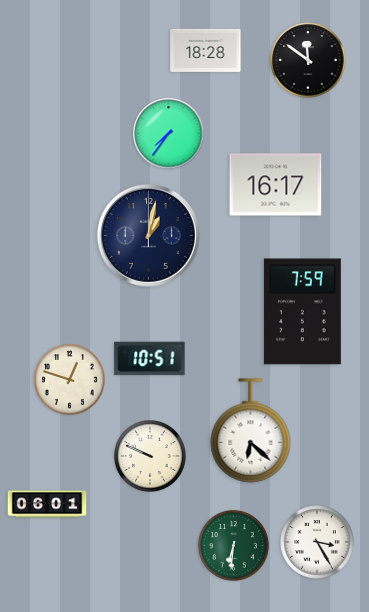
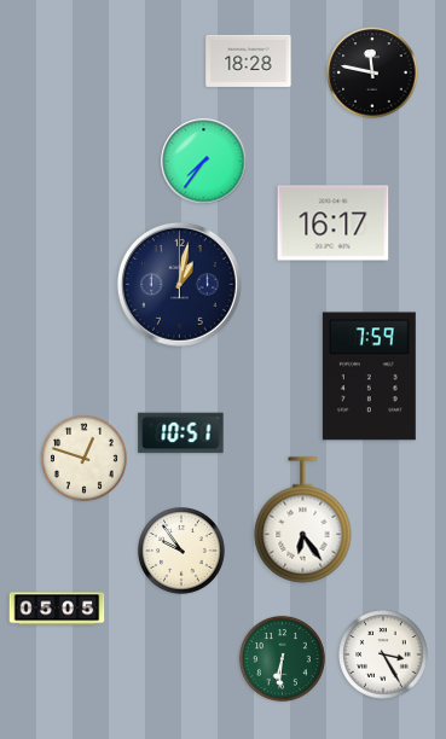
clock at (308, 60): 11:51 -> 11:47
clock at (302, 312) position: (302, 312) -> (369, 377)
clock at (251, 431): 6:22 -> 6:24
clock at (151, 457): 9:49 -> 9:54
clock at (47, 504): 06:01 -> 05:05
